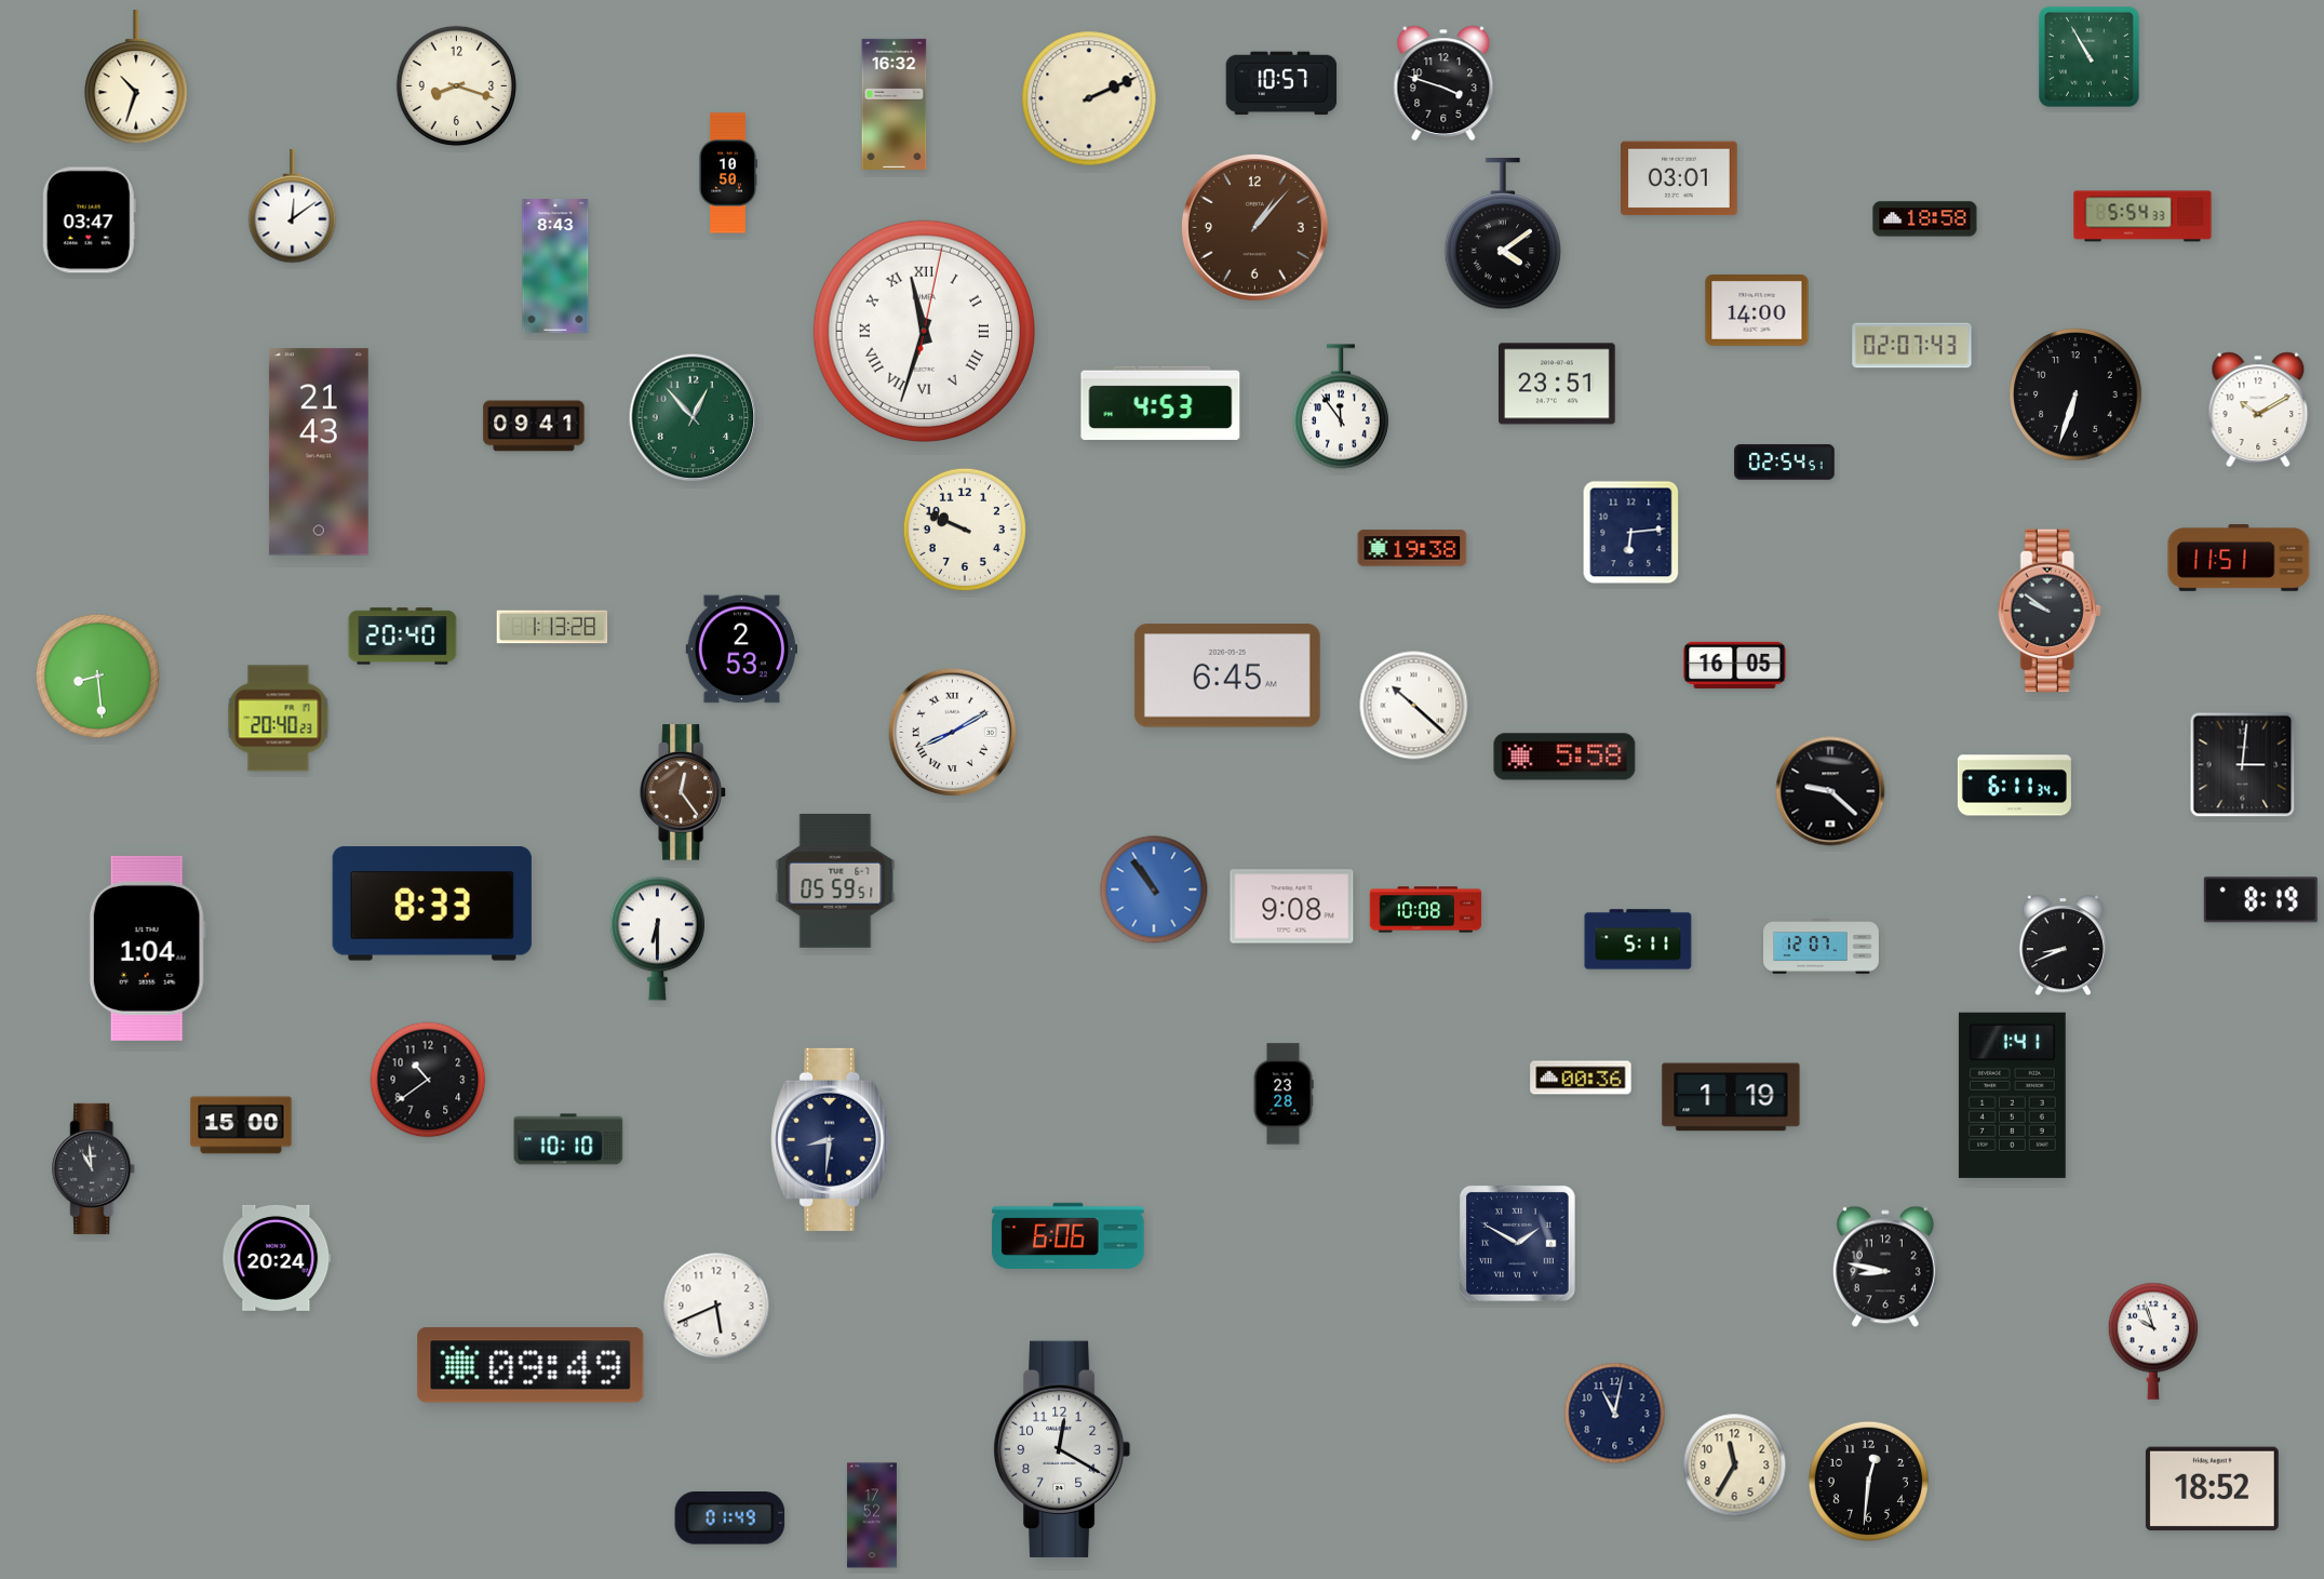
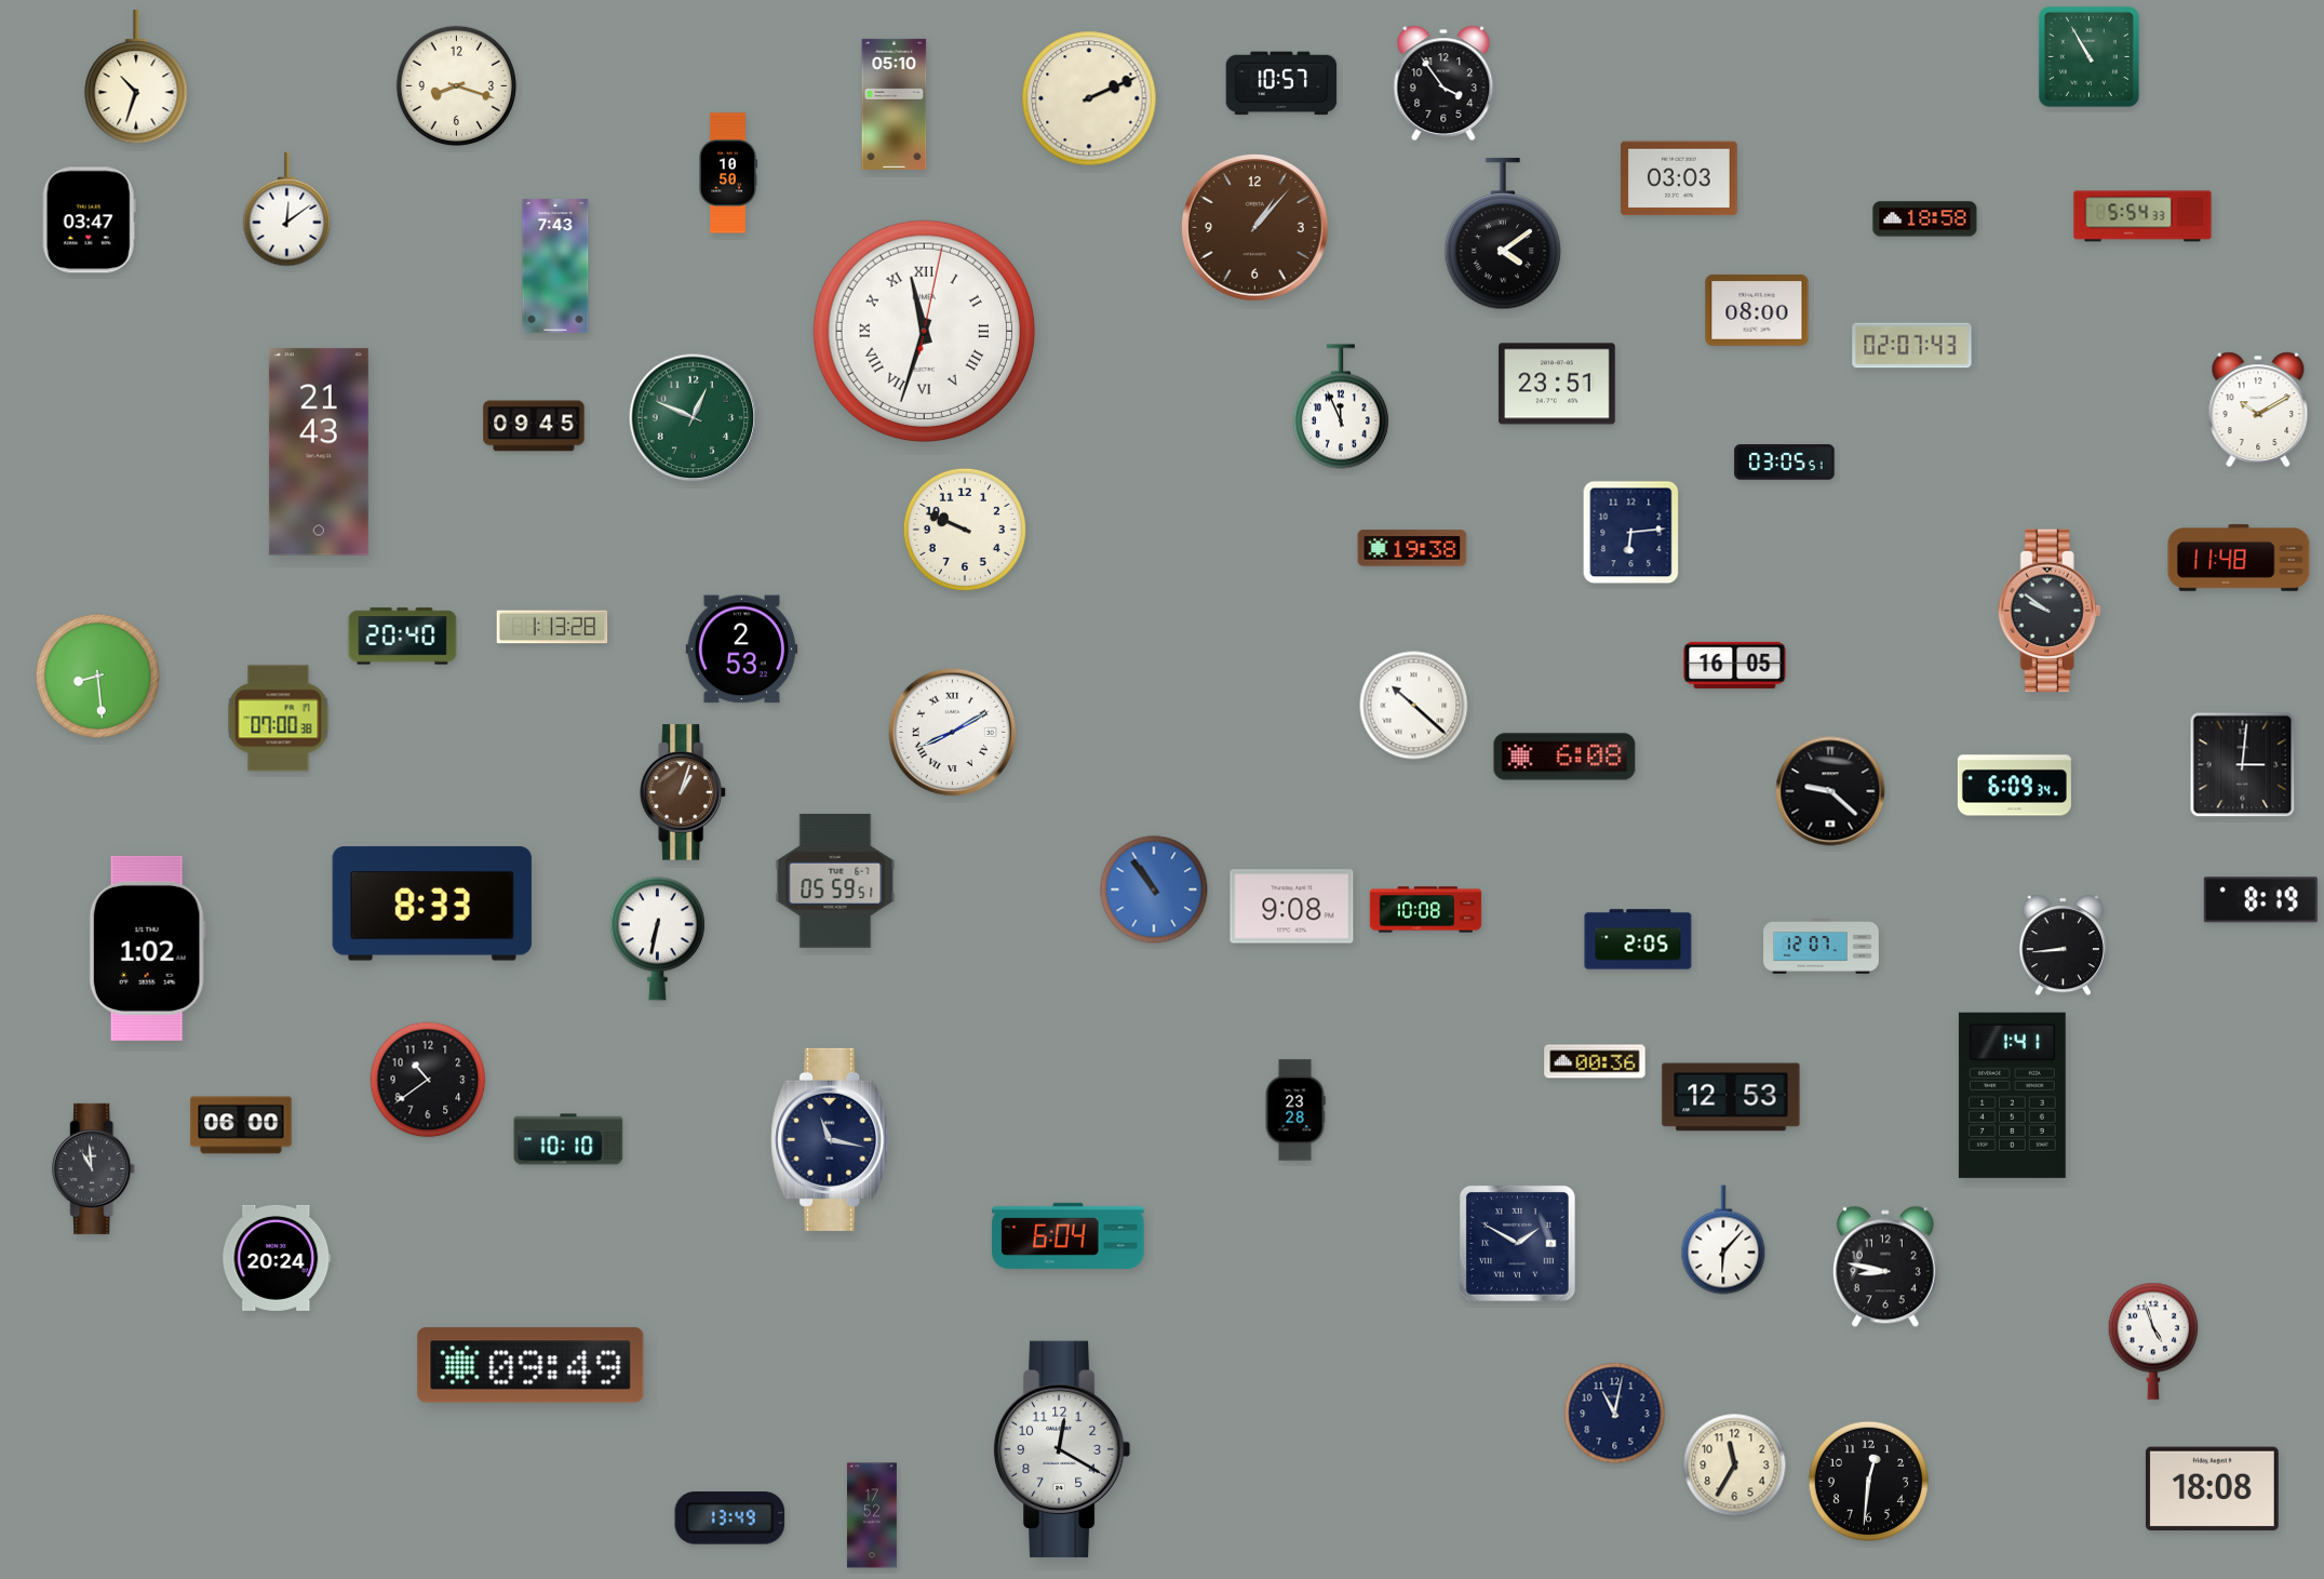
clock at (1443, 83): 3:48 -> 3:54
clock at (895, 104): 16:32 -> 05:10
clock at (1679, 178): 03:01 -> 03:03
clock at (293, 206) position: (293, 206) -> (287, 210)
clock at (555, 266): 8:43 -> 7:43
clock at (1757, 311): 14:00 -> 08:00
clock at (2076, 394): 6:33 -> none
clock at (1160, 403): 4:53 -> none
clock at (1341, 406): 11:54 -> 11:56
clock at (694, 418): 12:53 -> 12:49
clock at (534, 426): 09:41 -> 09:45
clock at (1785, 463): 02:54 -> 03:05
clock at (2239, 558): 11:51 -> 11:48
clock at (1227, 675): 6:45 -> none
clock at (279, 719): 20:40 -> 07:00
clock at (1564, 757): 5:58 -> 6:08
clock at (2014, 786): 6:11 -> 6:09
clock at (683, 792): 12:24 -> 1:03
clock at (657, 939): 6:30 -> 6:32
clock at (1638, 939): 5:11 -> 2:05
clock at (2063, 946): 8:41 -> 8:44
clock at (147, 948): 1:04 -> 1:02
clock at (1581, 1078) position: (1581, 1078) -> (1595, 1061)
clock at (1284, 1094) position: (1284, 1094) -> (1295, 1110)
clock at (1731, 1097): 1:19 -> 12:53
clock at (241, 1125): 15:00 -> 06:00
clock at (831, 1139): 8:31 -> 11:17
clock at (1069, 1235): 6:06 -> 6:04
clock at (1723, 1240): none -> 6:07
clock at (716, 1306): 5:41 -> none
clock at (2153, 1341): 9:57 -> 4:57
clock at (2212, 1489): 18:52 -> 18:08
clock at (730, 1518): 01:49 -> 13:49
